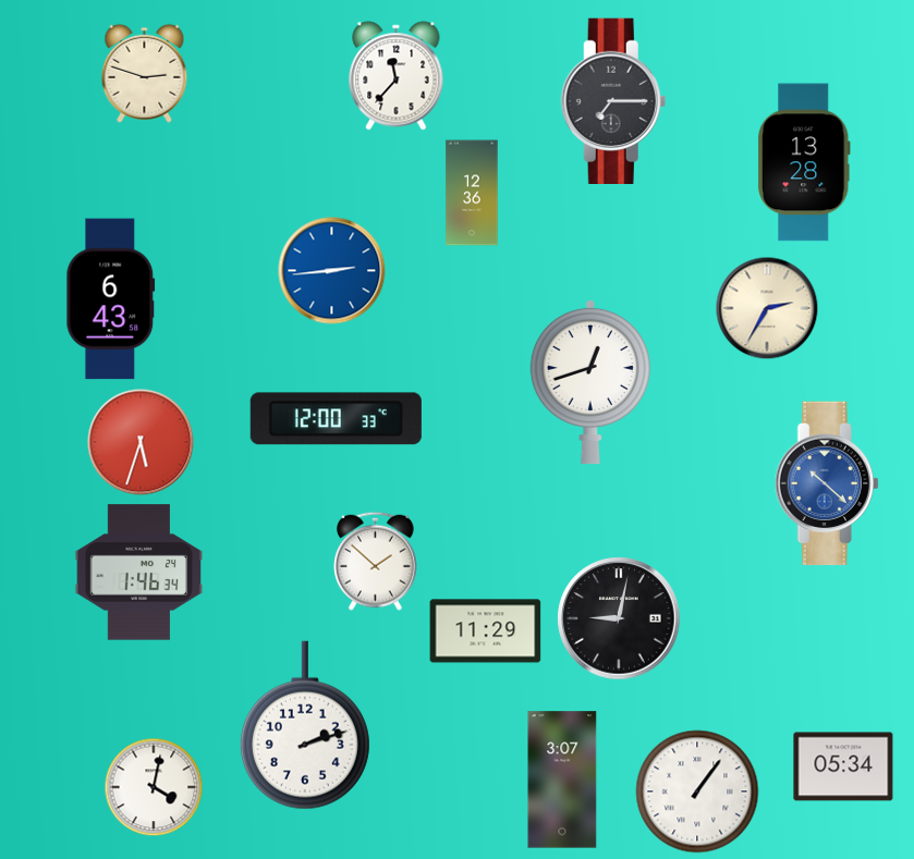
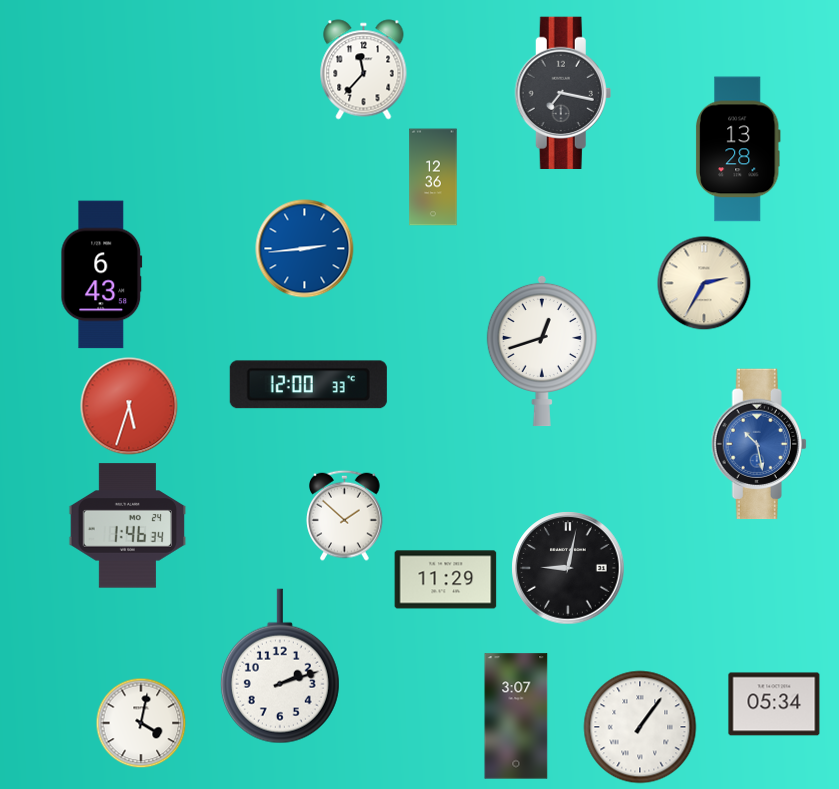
clock at (145, 73): 2:48 -> none
clock at (613, 100): 7:15 -> 7:17
clock at (827, 483): 10:22 -> 10:28
